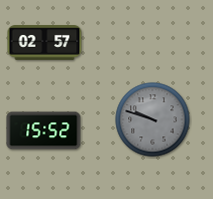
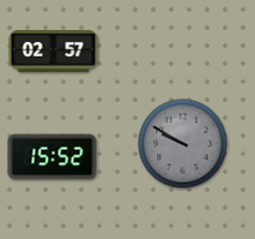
clock at (153, 120): 9:48 -> 9:50
